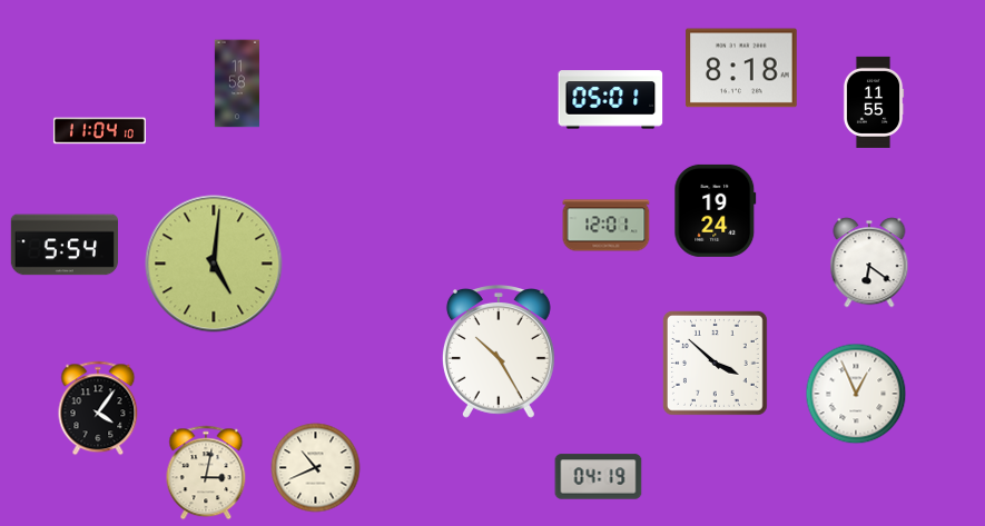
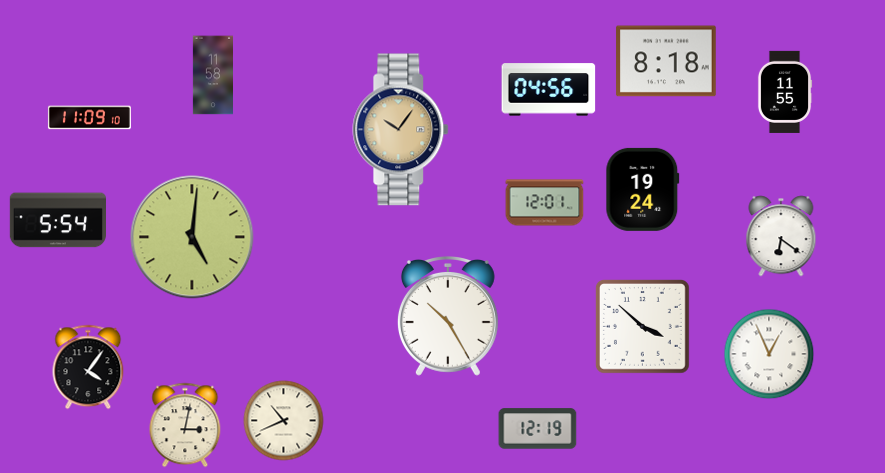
clock at (611, 100): 05:01 -> 04:56
clock at (99, 131): 11:04 -> 11:09
clock at (401, 130): none -> 10:06
clock at (599, 477): 04:19 -> 12:19
